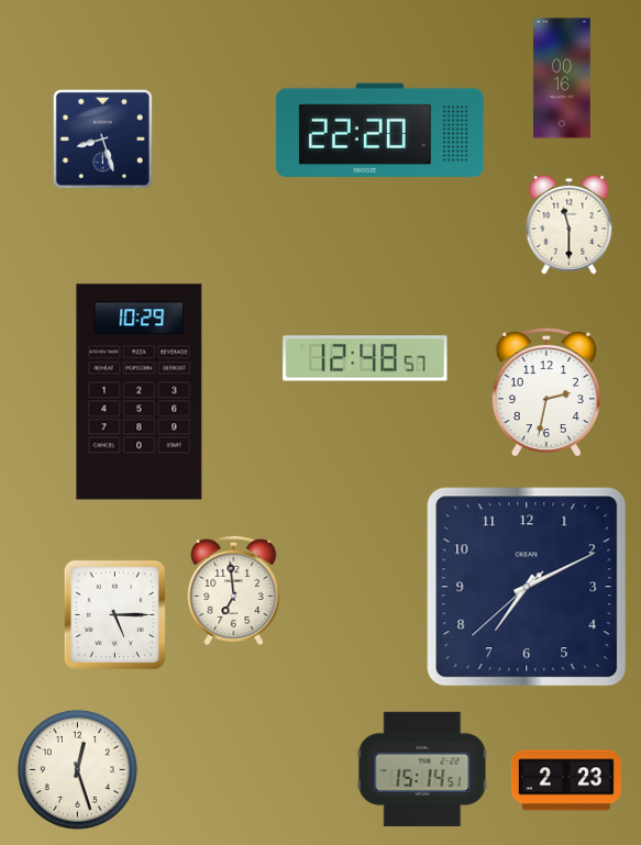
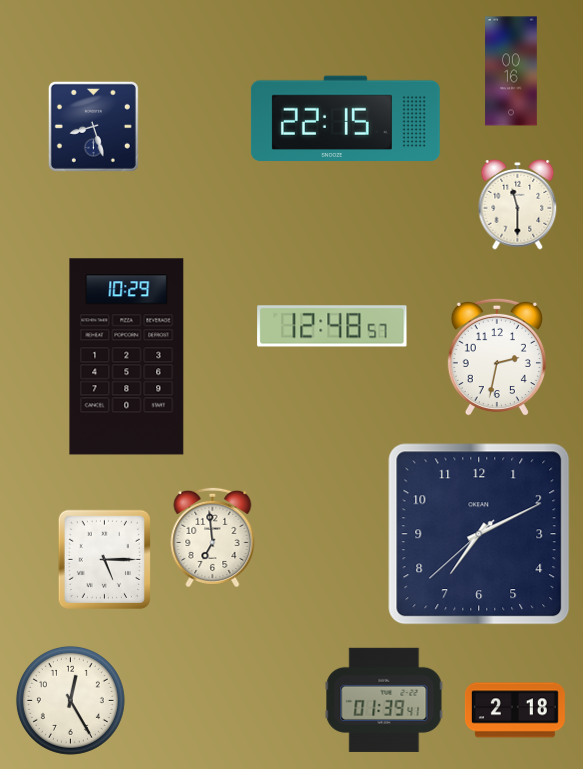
clock at (379, 131): 22:20 -> 22:15
clock at (77, 769): 12:27 -> 12:25
clock at (422, 769): 15:14 -> 01:39
clock at (566, 780): 2:23 -> 2:18
